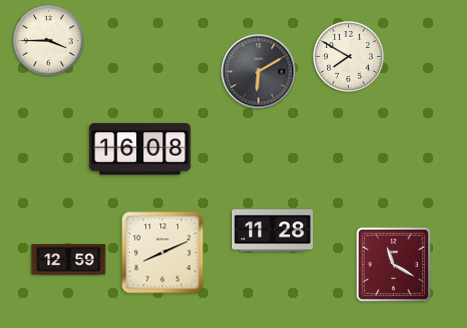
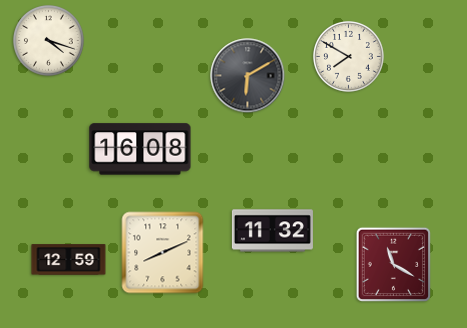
clock at (49, 41): 3:45 -> 4:18
clock at (259, 72) position: (259, 72) -> (248, 76)
clock at (272, 231): 11:28 -> 11:32
